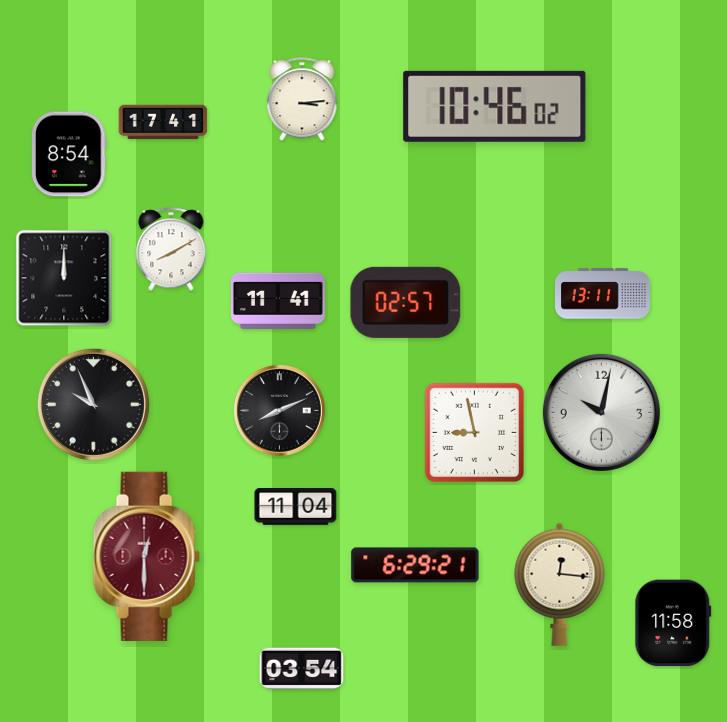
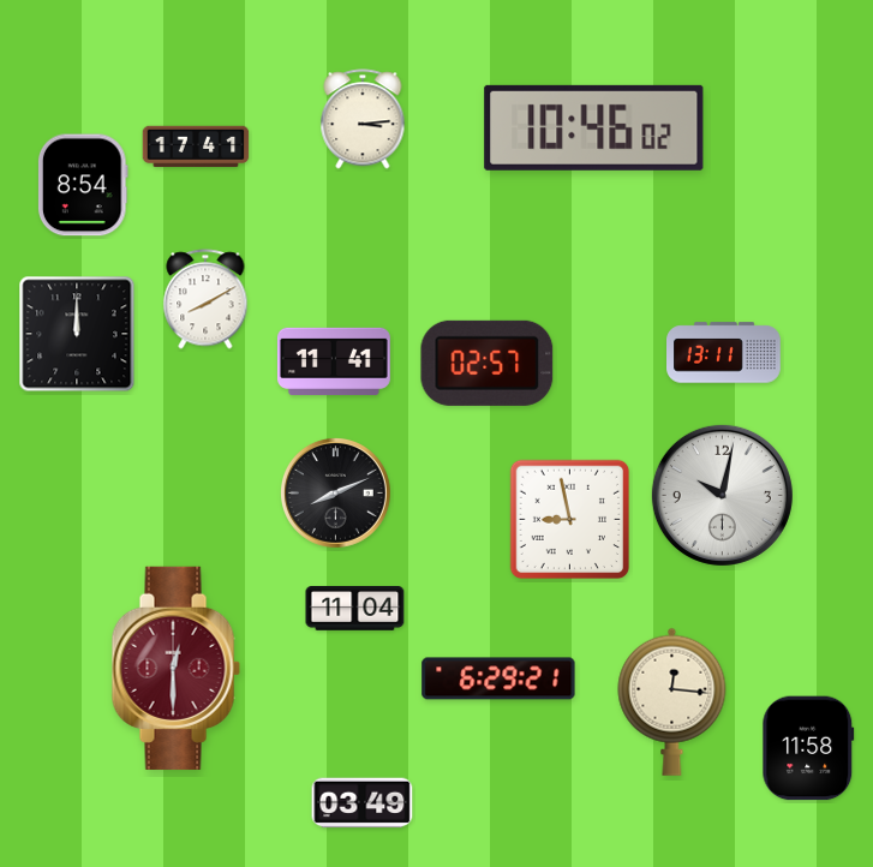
clock at (93, 404): 9:56 -> none
clock at (302, 669): 03:54 -> 03:49
